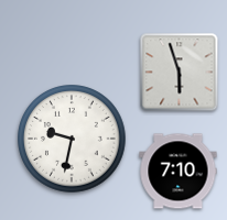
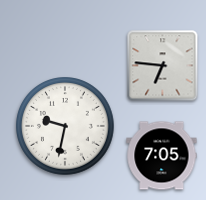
clock at (180, 73): 5:57 -> 6:46
clock at (179, 172): 7:10 -> 7:05
